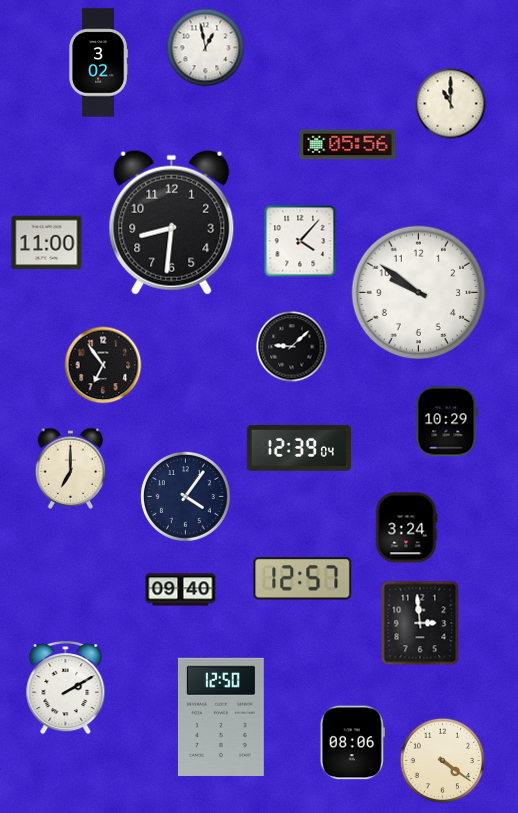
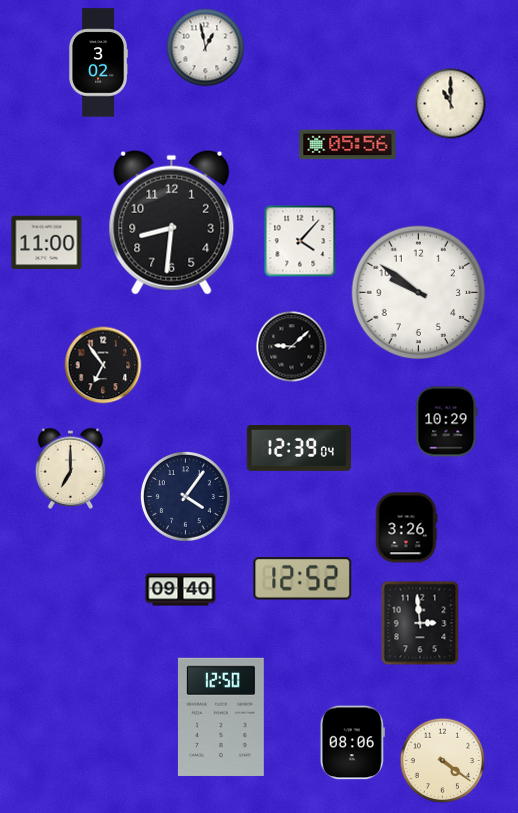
clock at (406, 528): 3:24 -> 3:26
clock at (303, 579): 12:57 -> 12:52
clock at (66, 688): 2:10 -> none
